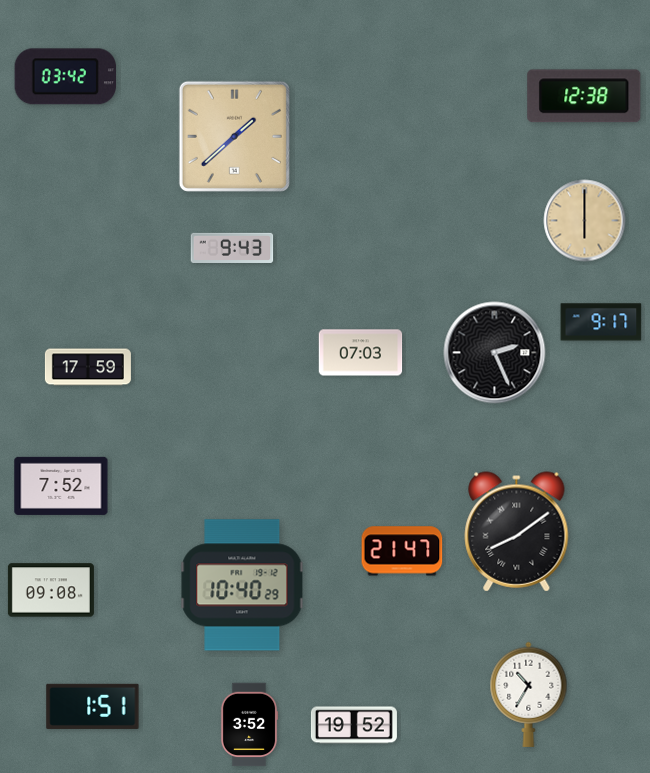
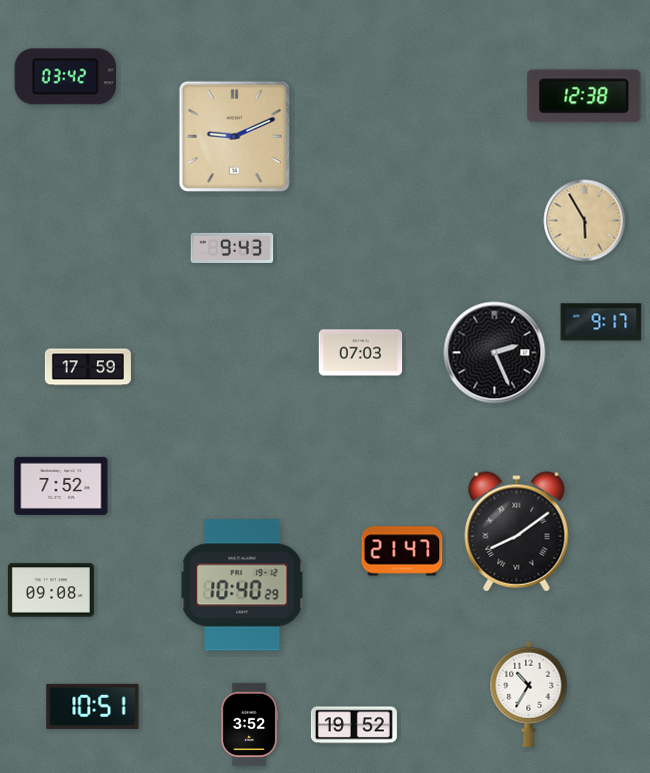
clock at (234, 136): 1:38 -> 9:11
clock at (585, 221): 6:00 -> 5:55
clock at (93, 706): 1:51 -> 10:51
